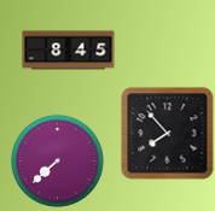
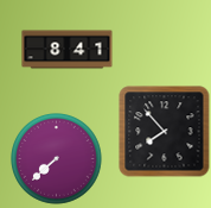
clock at (69, 51): 8:45 -> 8:41
